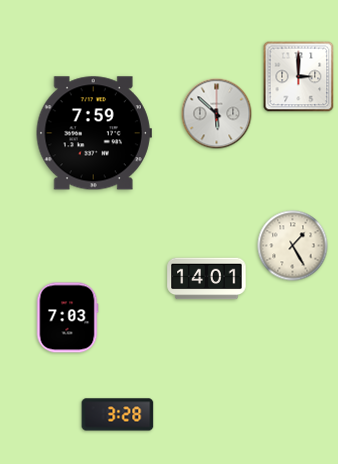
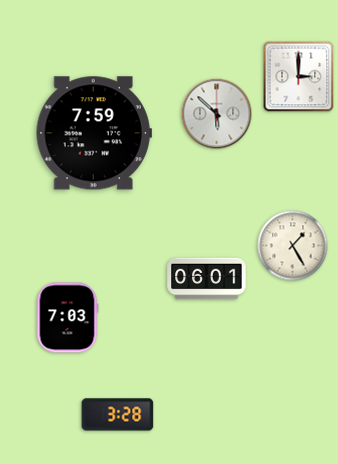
clock at (207, 279): 14:01 -> 06:01
